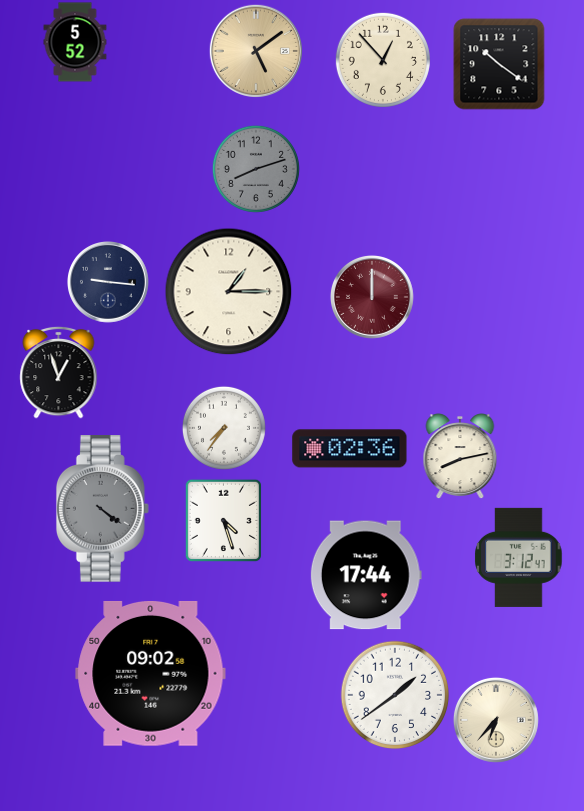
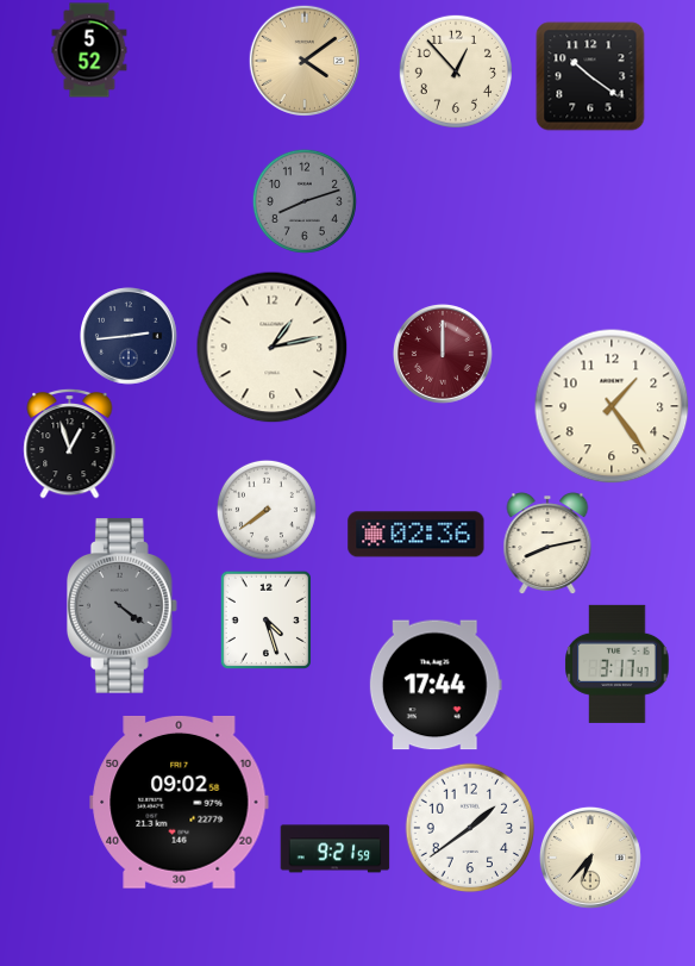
clock at (255, 50): 5:09 -> 4:09
clock at (499, 64) position: (499, 64) -> (590, 76)
clock at (109, 283): 9:16 -> 2:44
clock at (229, 292): 1:15 -> 1:13
clock at (612, 406): none -> 1:24
clock at (224, 428): 7:36 -> 7:39
clock at (519, 557): 3:12 -> 3:17
clock at (336, 849): none -> 9:21
